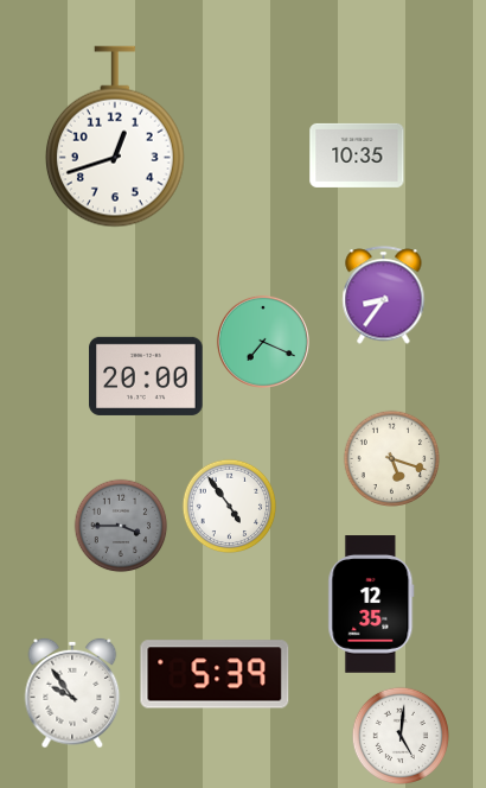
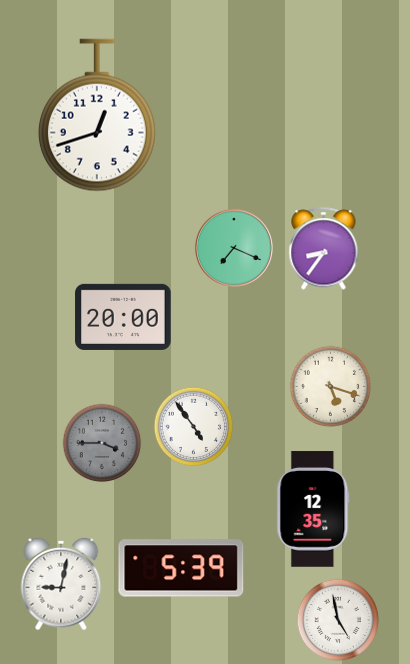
clock at (357, 155): 10:35 -> none
clock at (263, 342) position: (263, 342) -> (234, 248)
clock at (72, 693): 9:54 -> 9:02
clock at (399, 735): 5:01 -> 4:58
